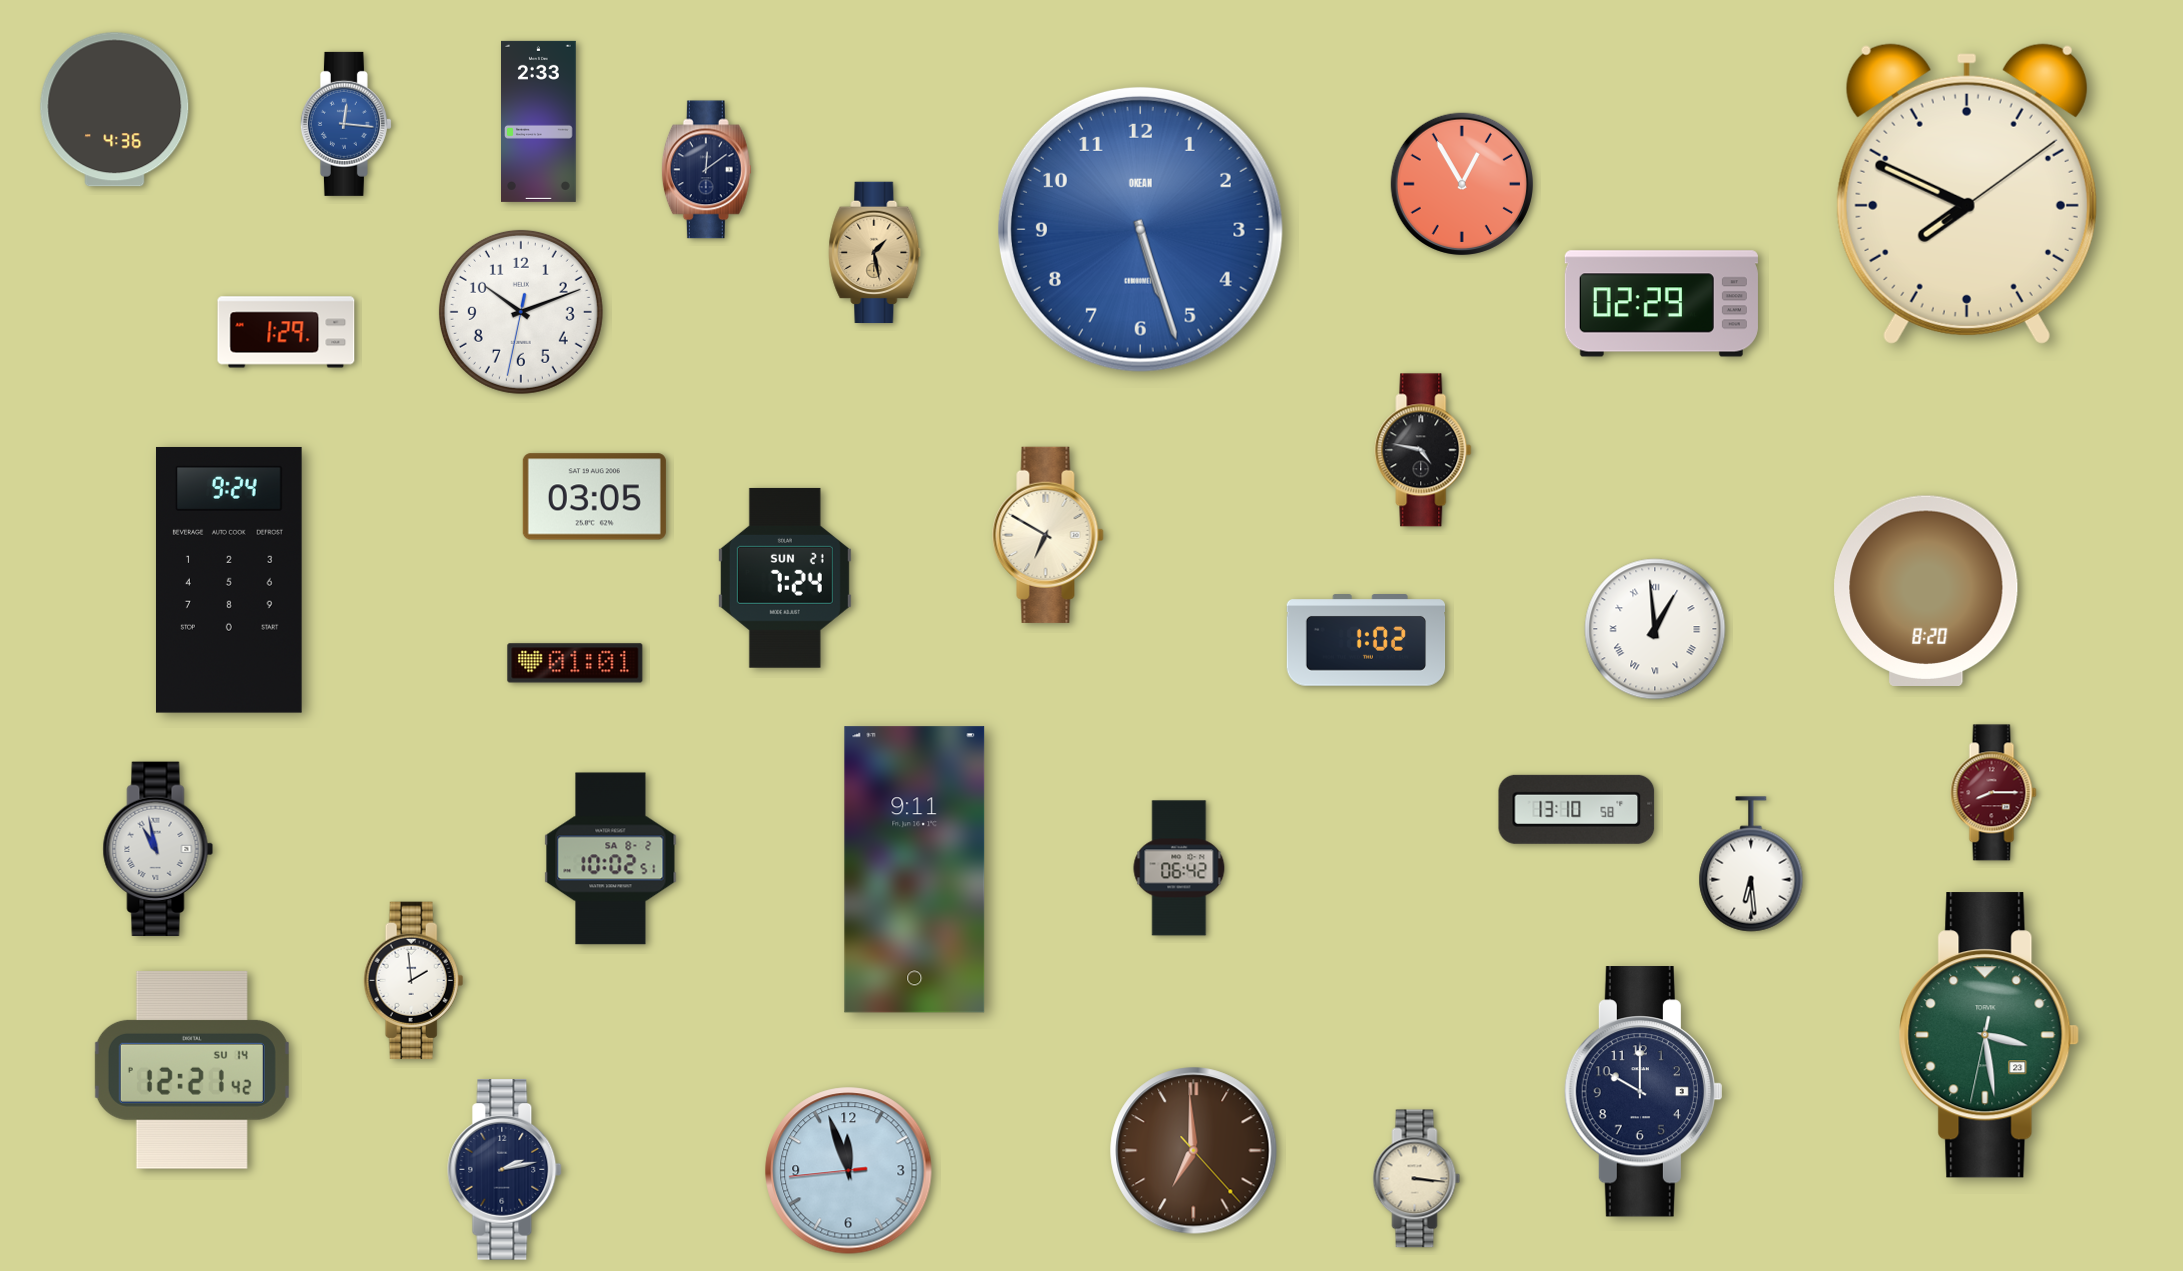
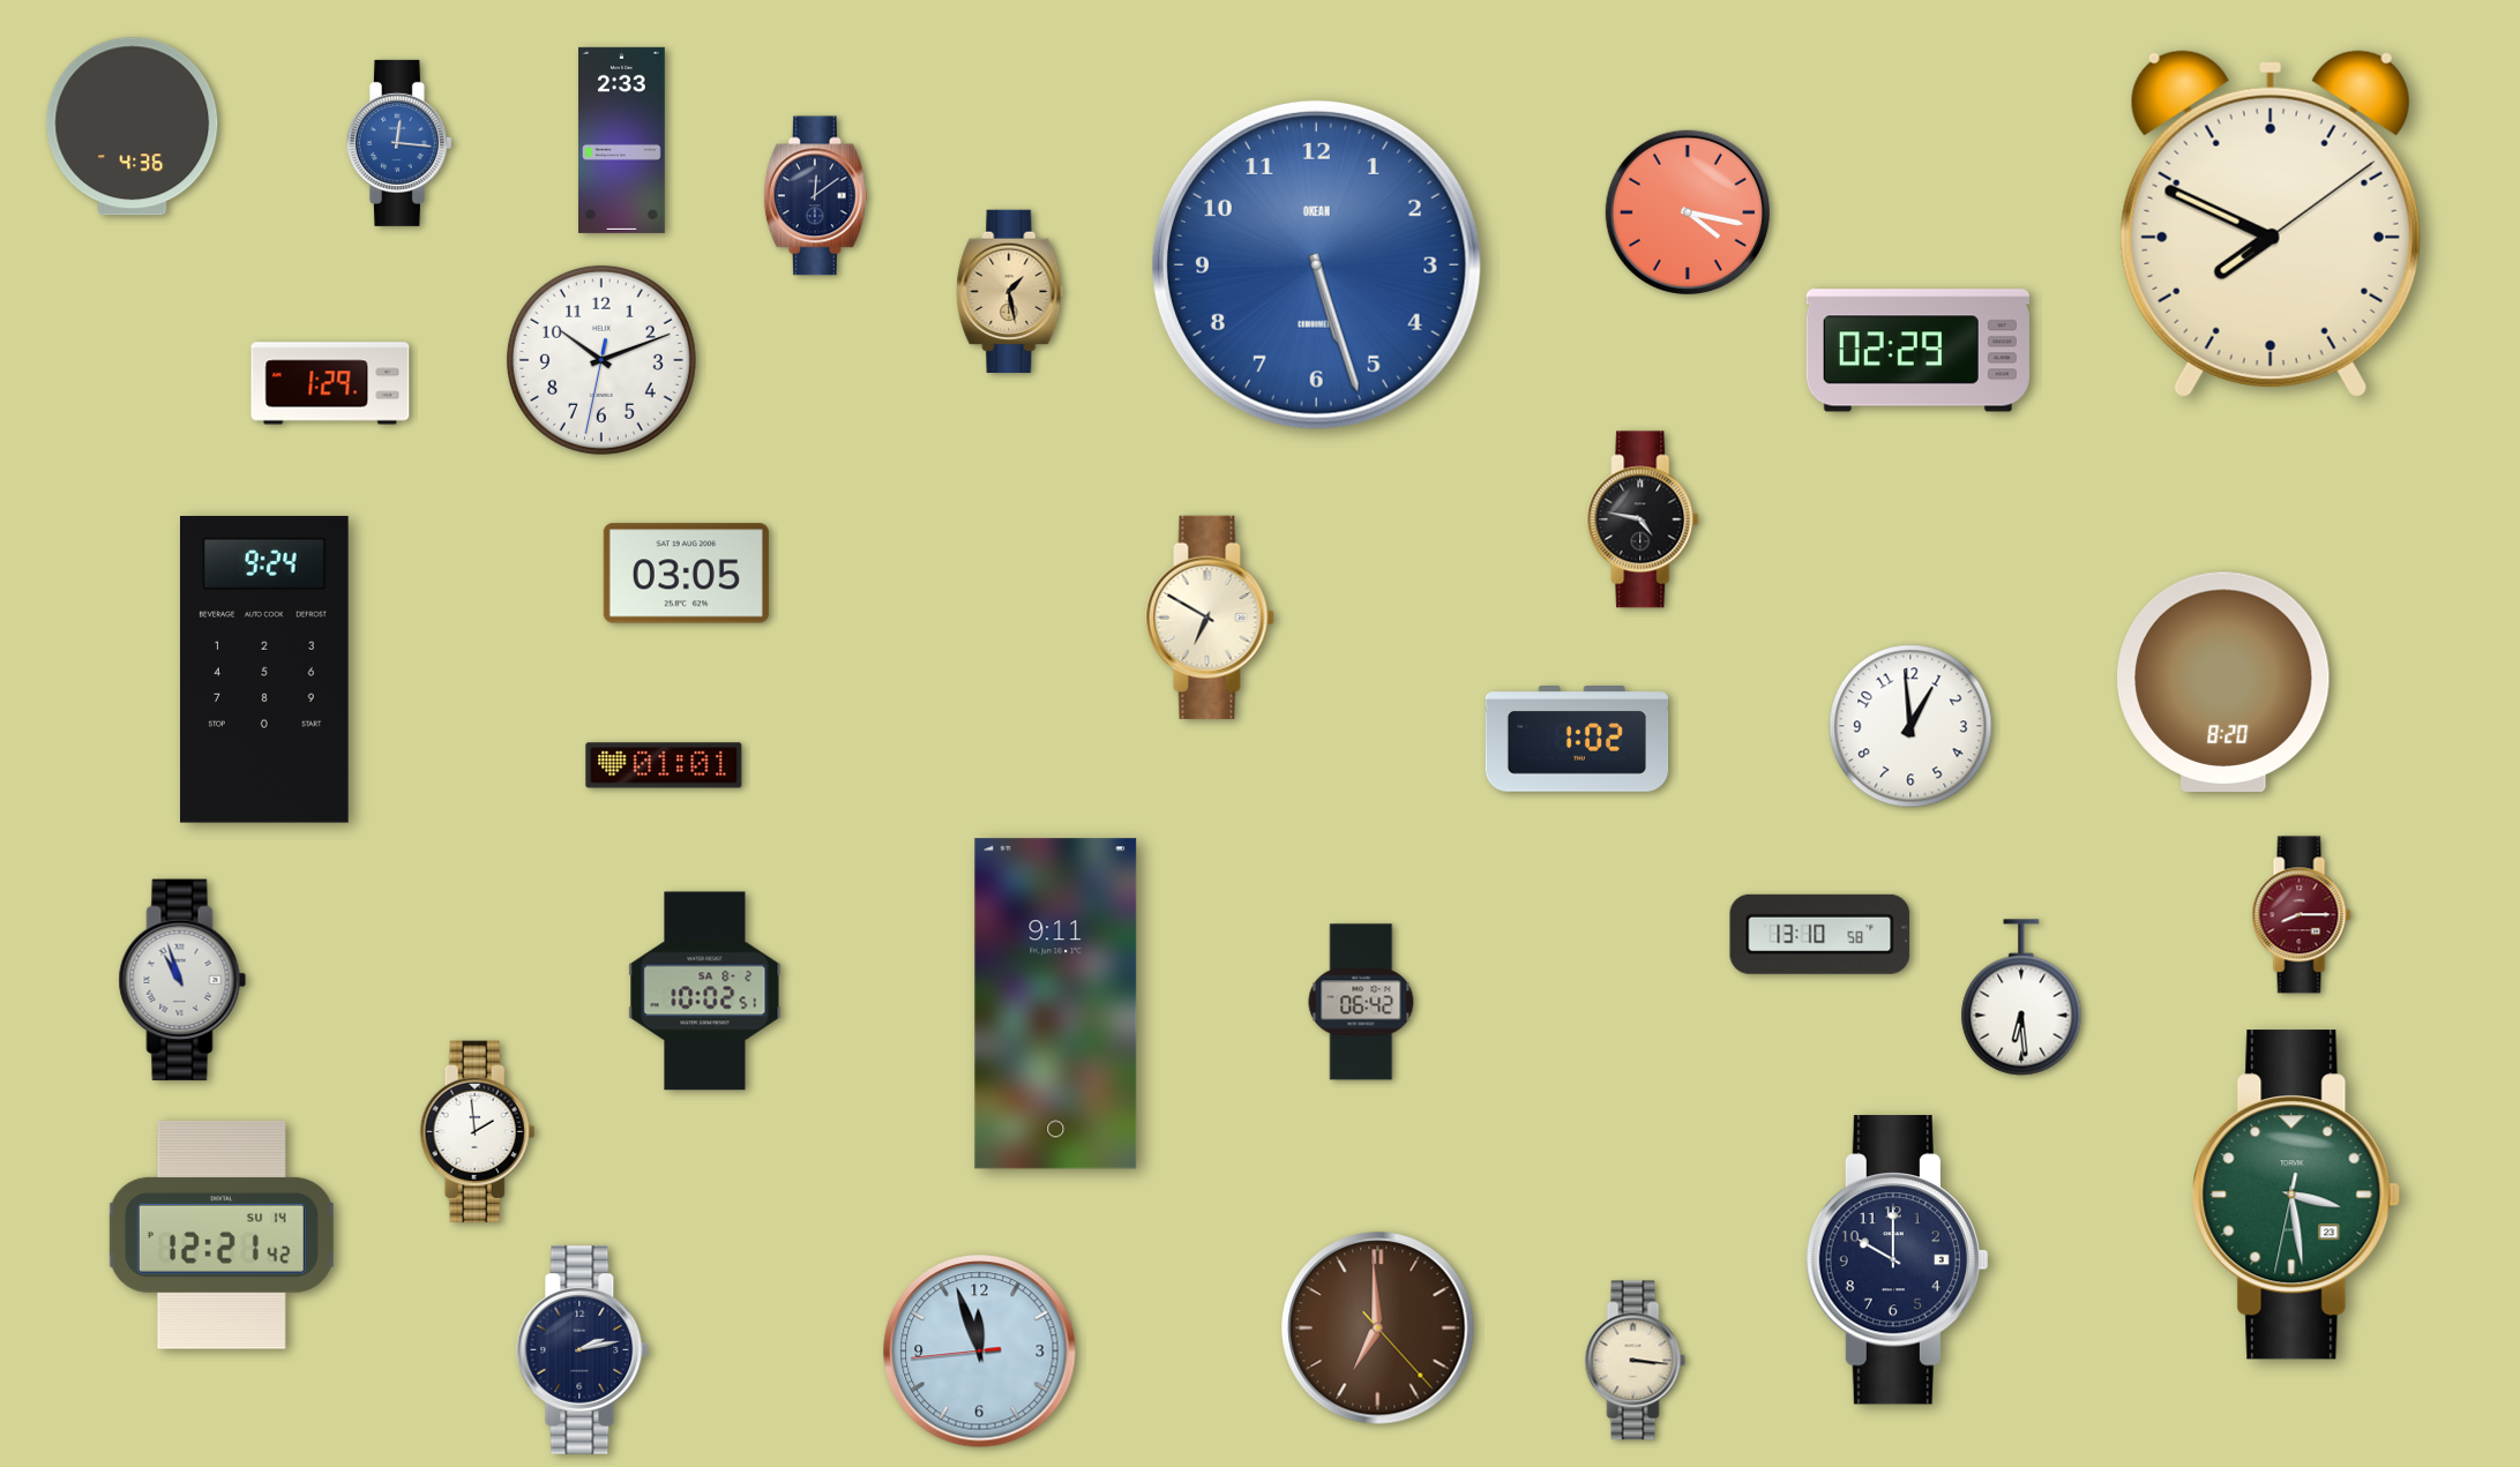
clock at (1462, 184): 12:55 -> 4:17
clock at (785, 578): 7:24 -> none
clock at (1655, 629) numerals: Roman -> Arabic
clock at (158, 849): 10:58 -> 10:57
